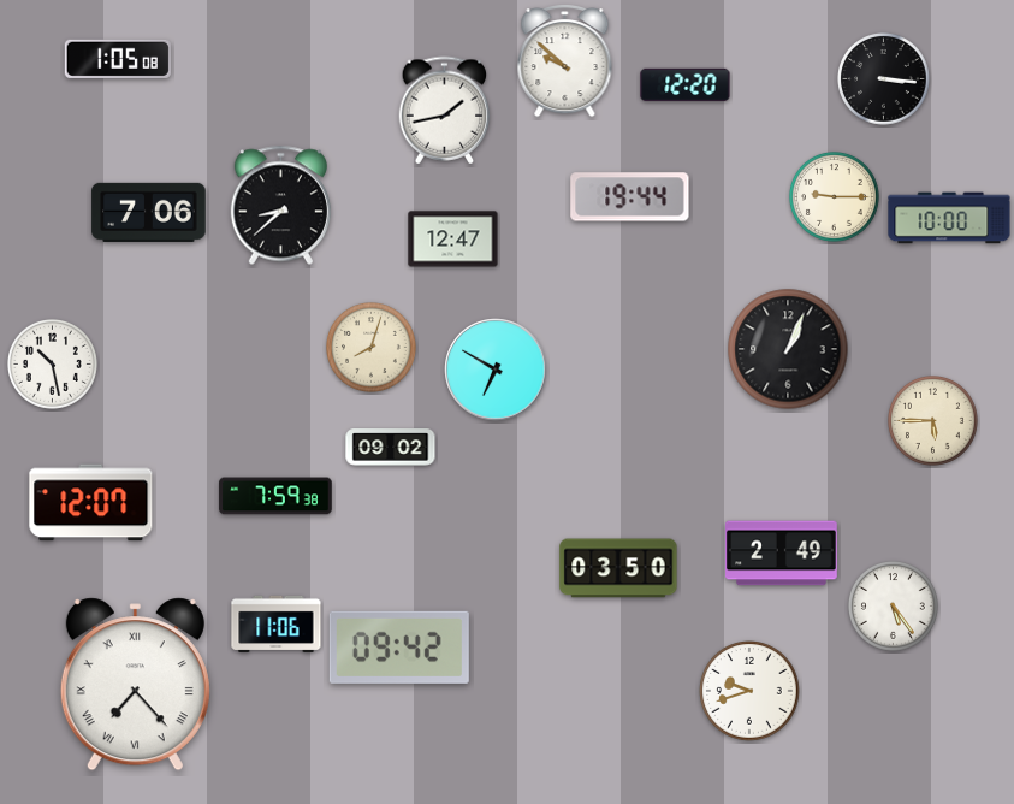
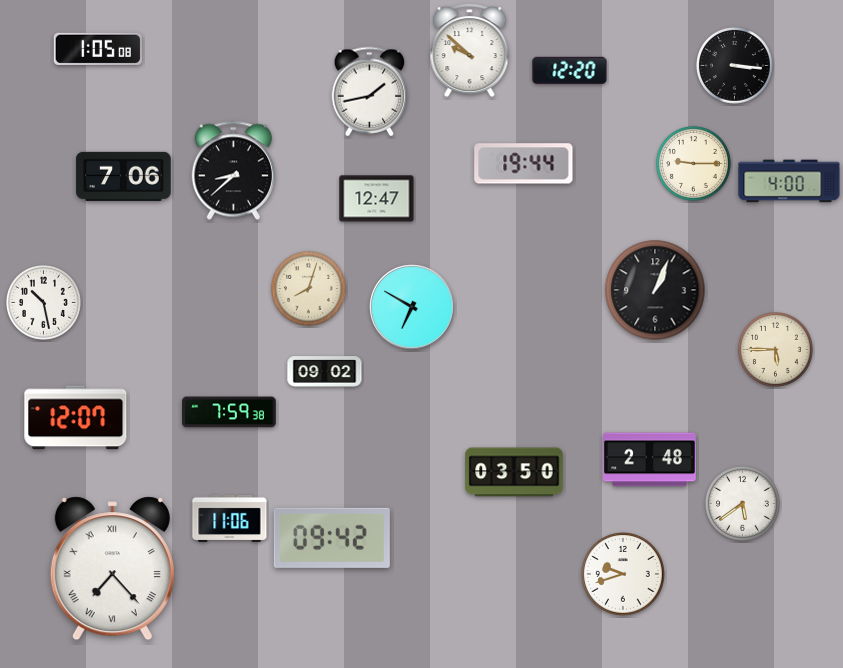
clock at (949, 218): 10:00 -> 4:00
clock at (782, 554): 2:49 -> 2:48
clock at (894, 607): 5:24 -> 5:39
